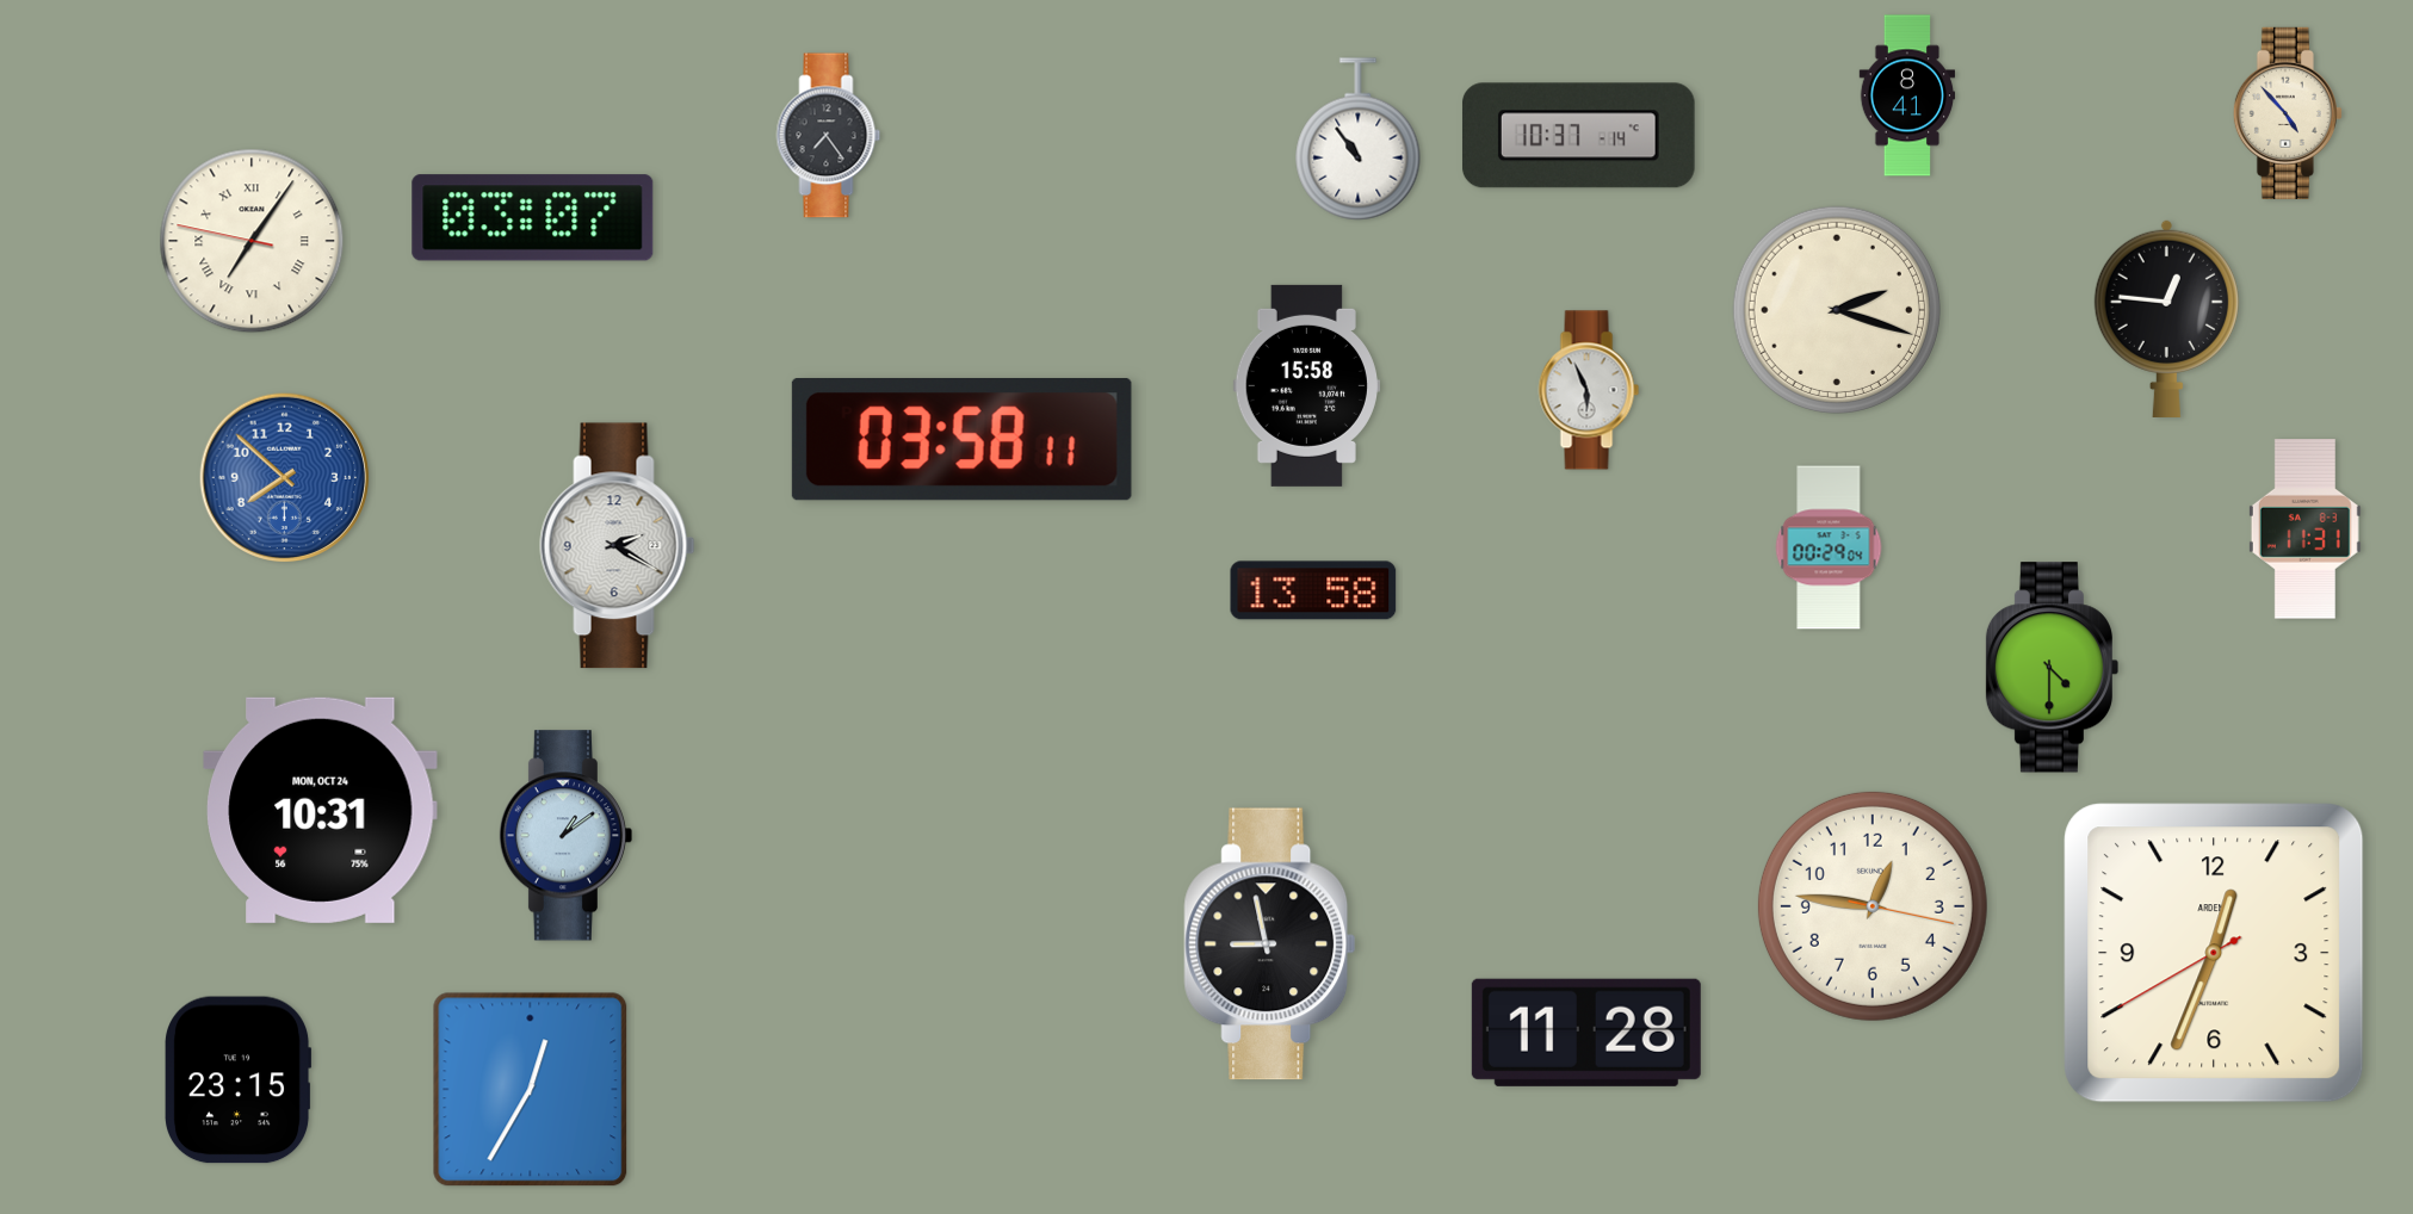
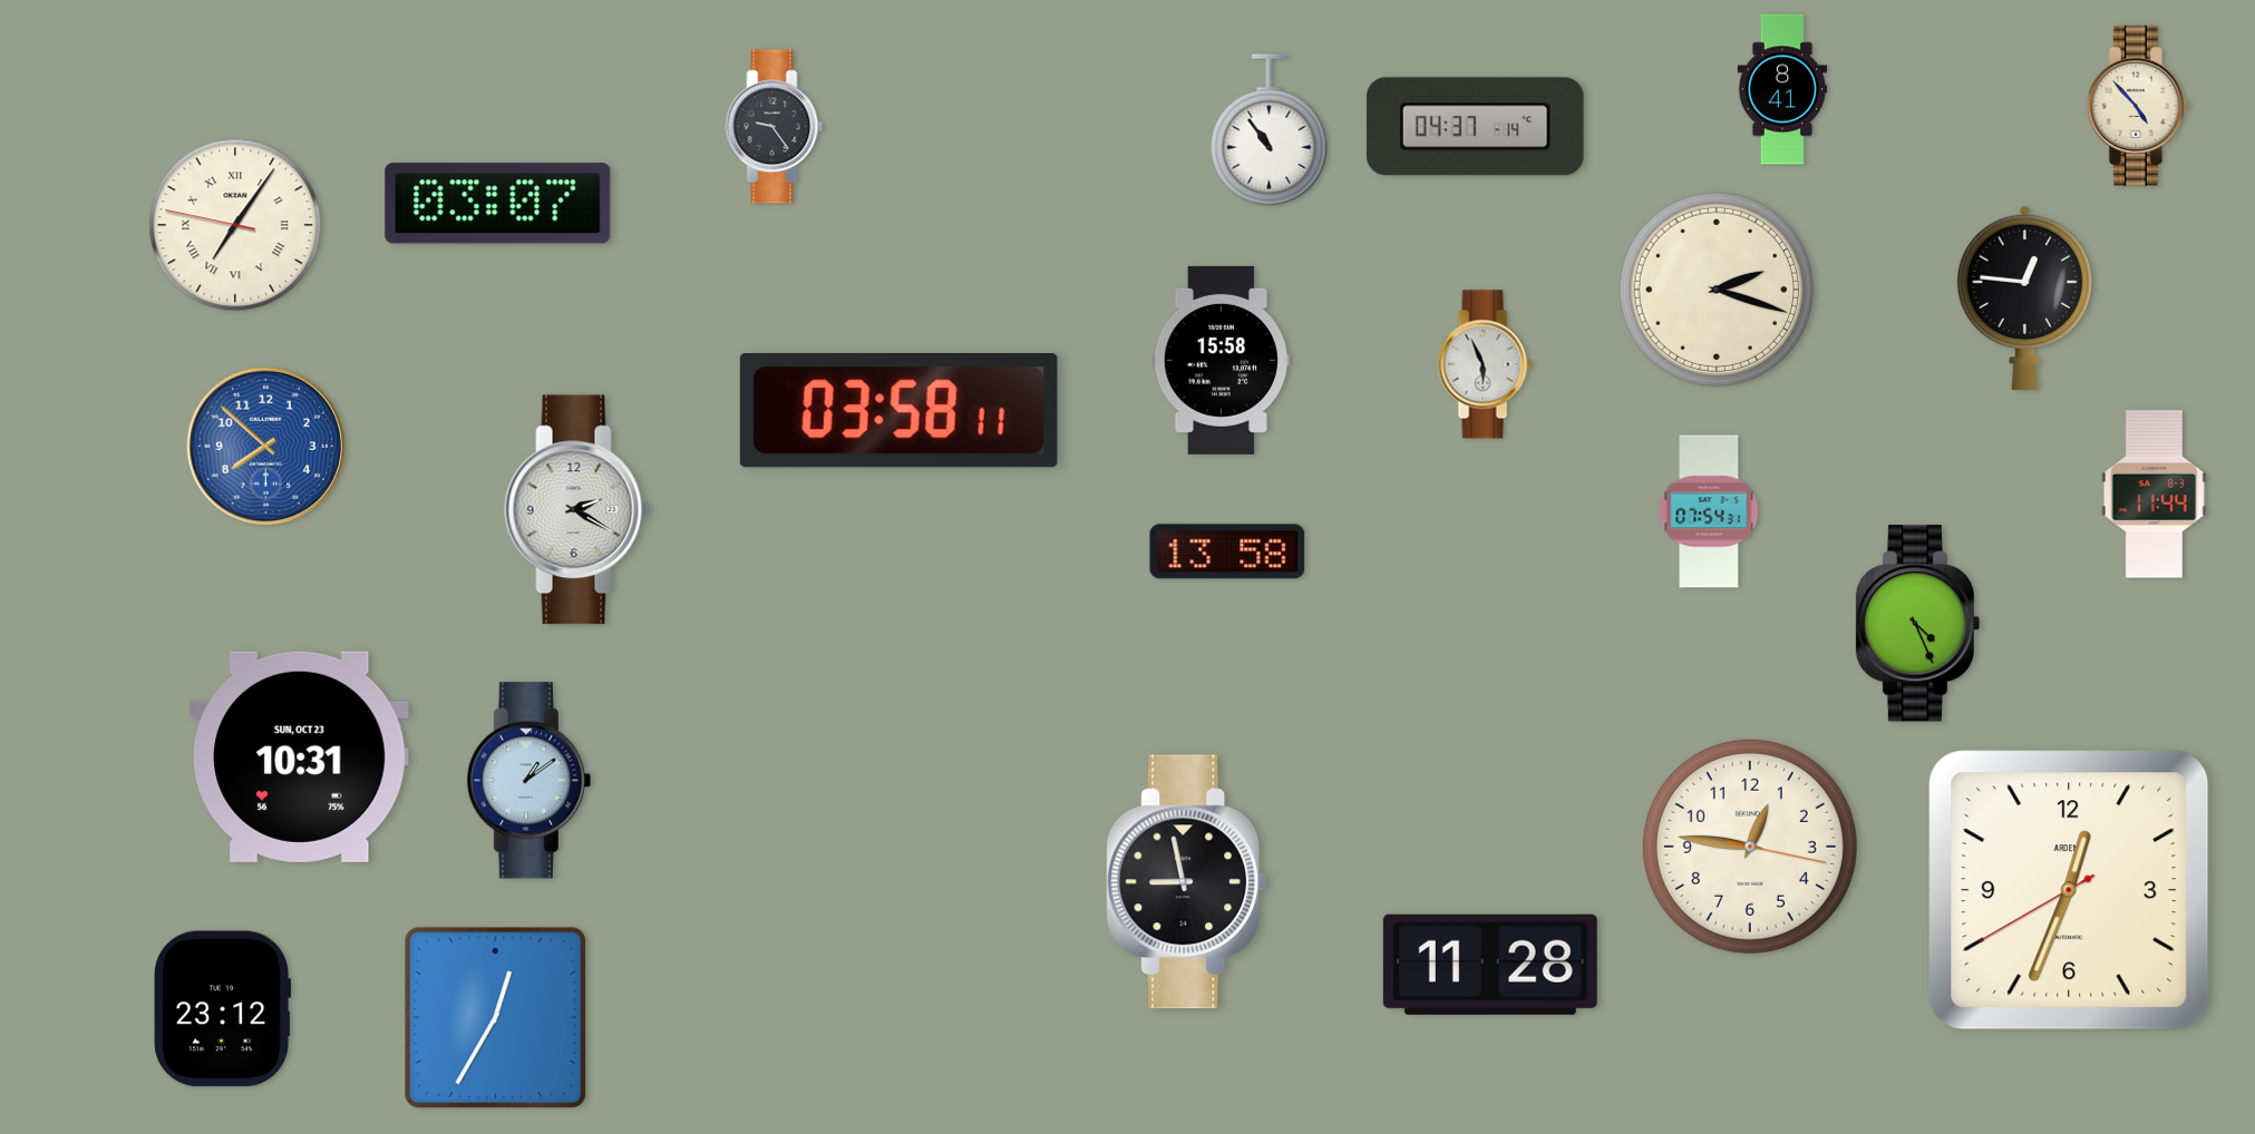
clock at (829, 136): 7:24 -> 9:24
clock at (1578, 136): 10:37 -> 04:37
clock at (2304, 529): 11:31 -> 11:44
clock at (1829, 547): 00:29 -> 07:54
clock at (2052, 668): 4:30 -> 4:26
clock at (321, 810) date: MON, OCT 24 -> SUN, OCT 23
clock at (1586, 1033) position: (1586, 1033) -> (1490, 965)
clock at (239, 1080): 23:15 -> 23:12
